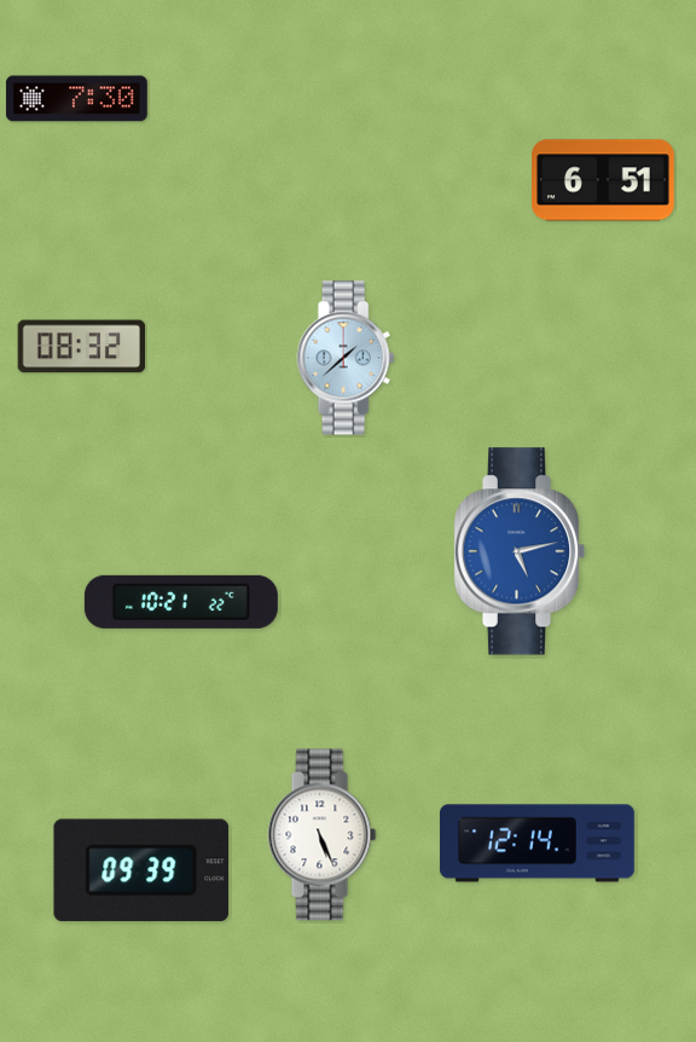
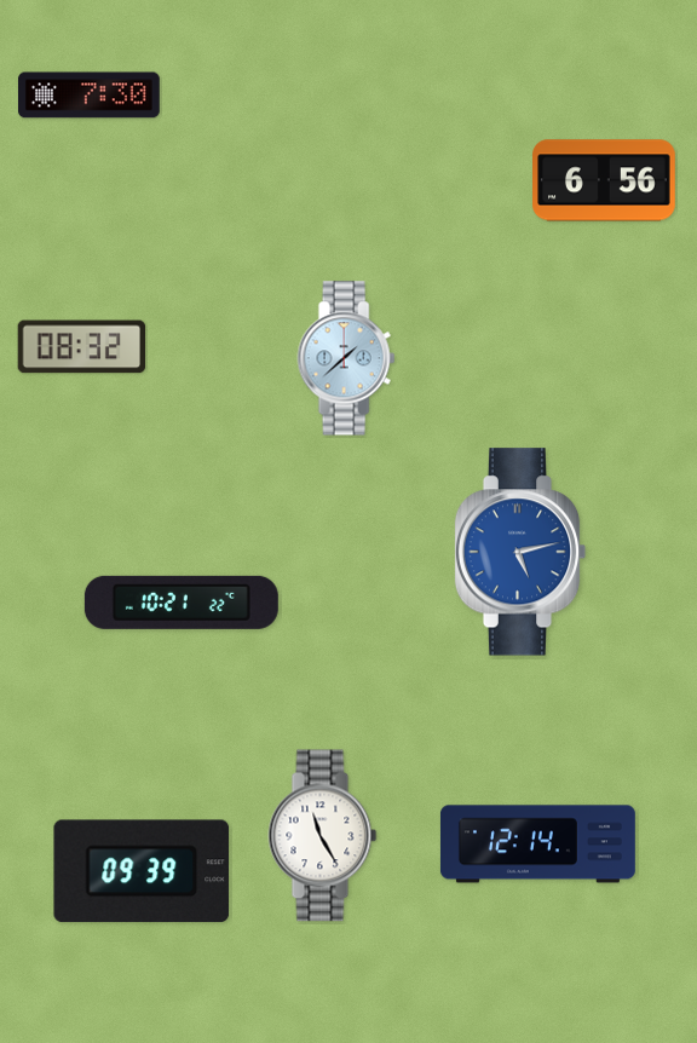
clock at (76, 99) position: (76, 99) -> (88, 96)
clock at (604, 180): 6:51 -> 6:56
clock at (323, 835): 5:26 -> 11:25
